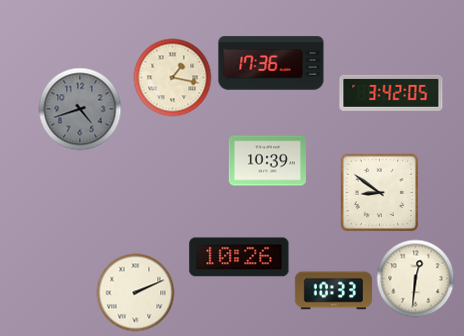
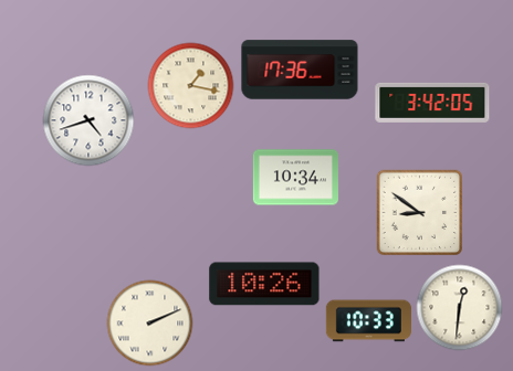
clock at (80, 109) dial: grey -> white
clock at (267, 161): 10:39 -> 10:34
